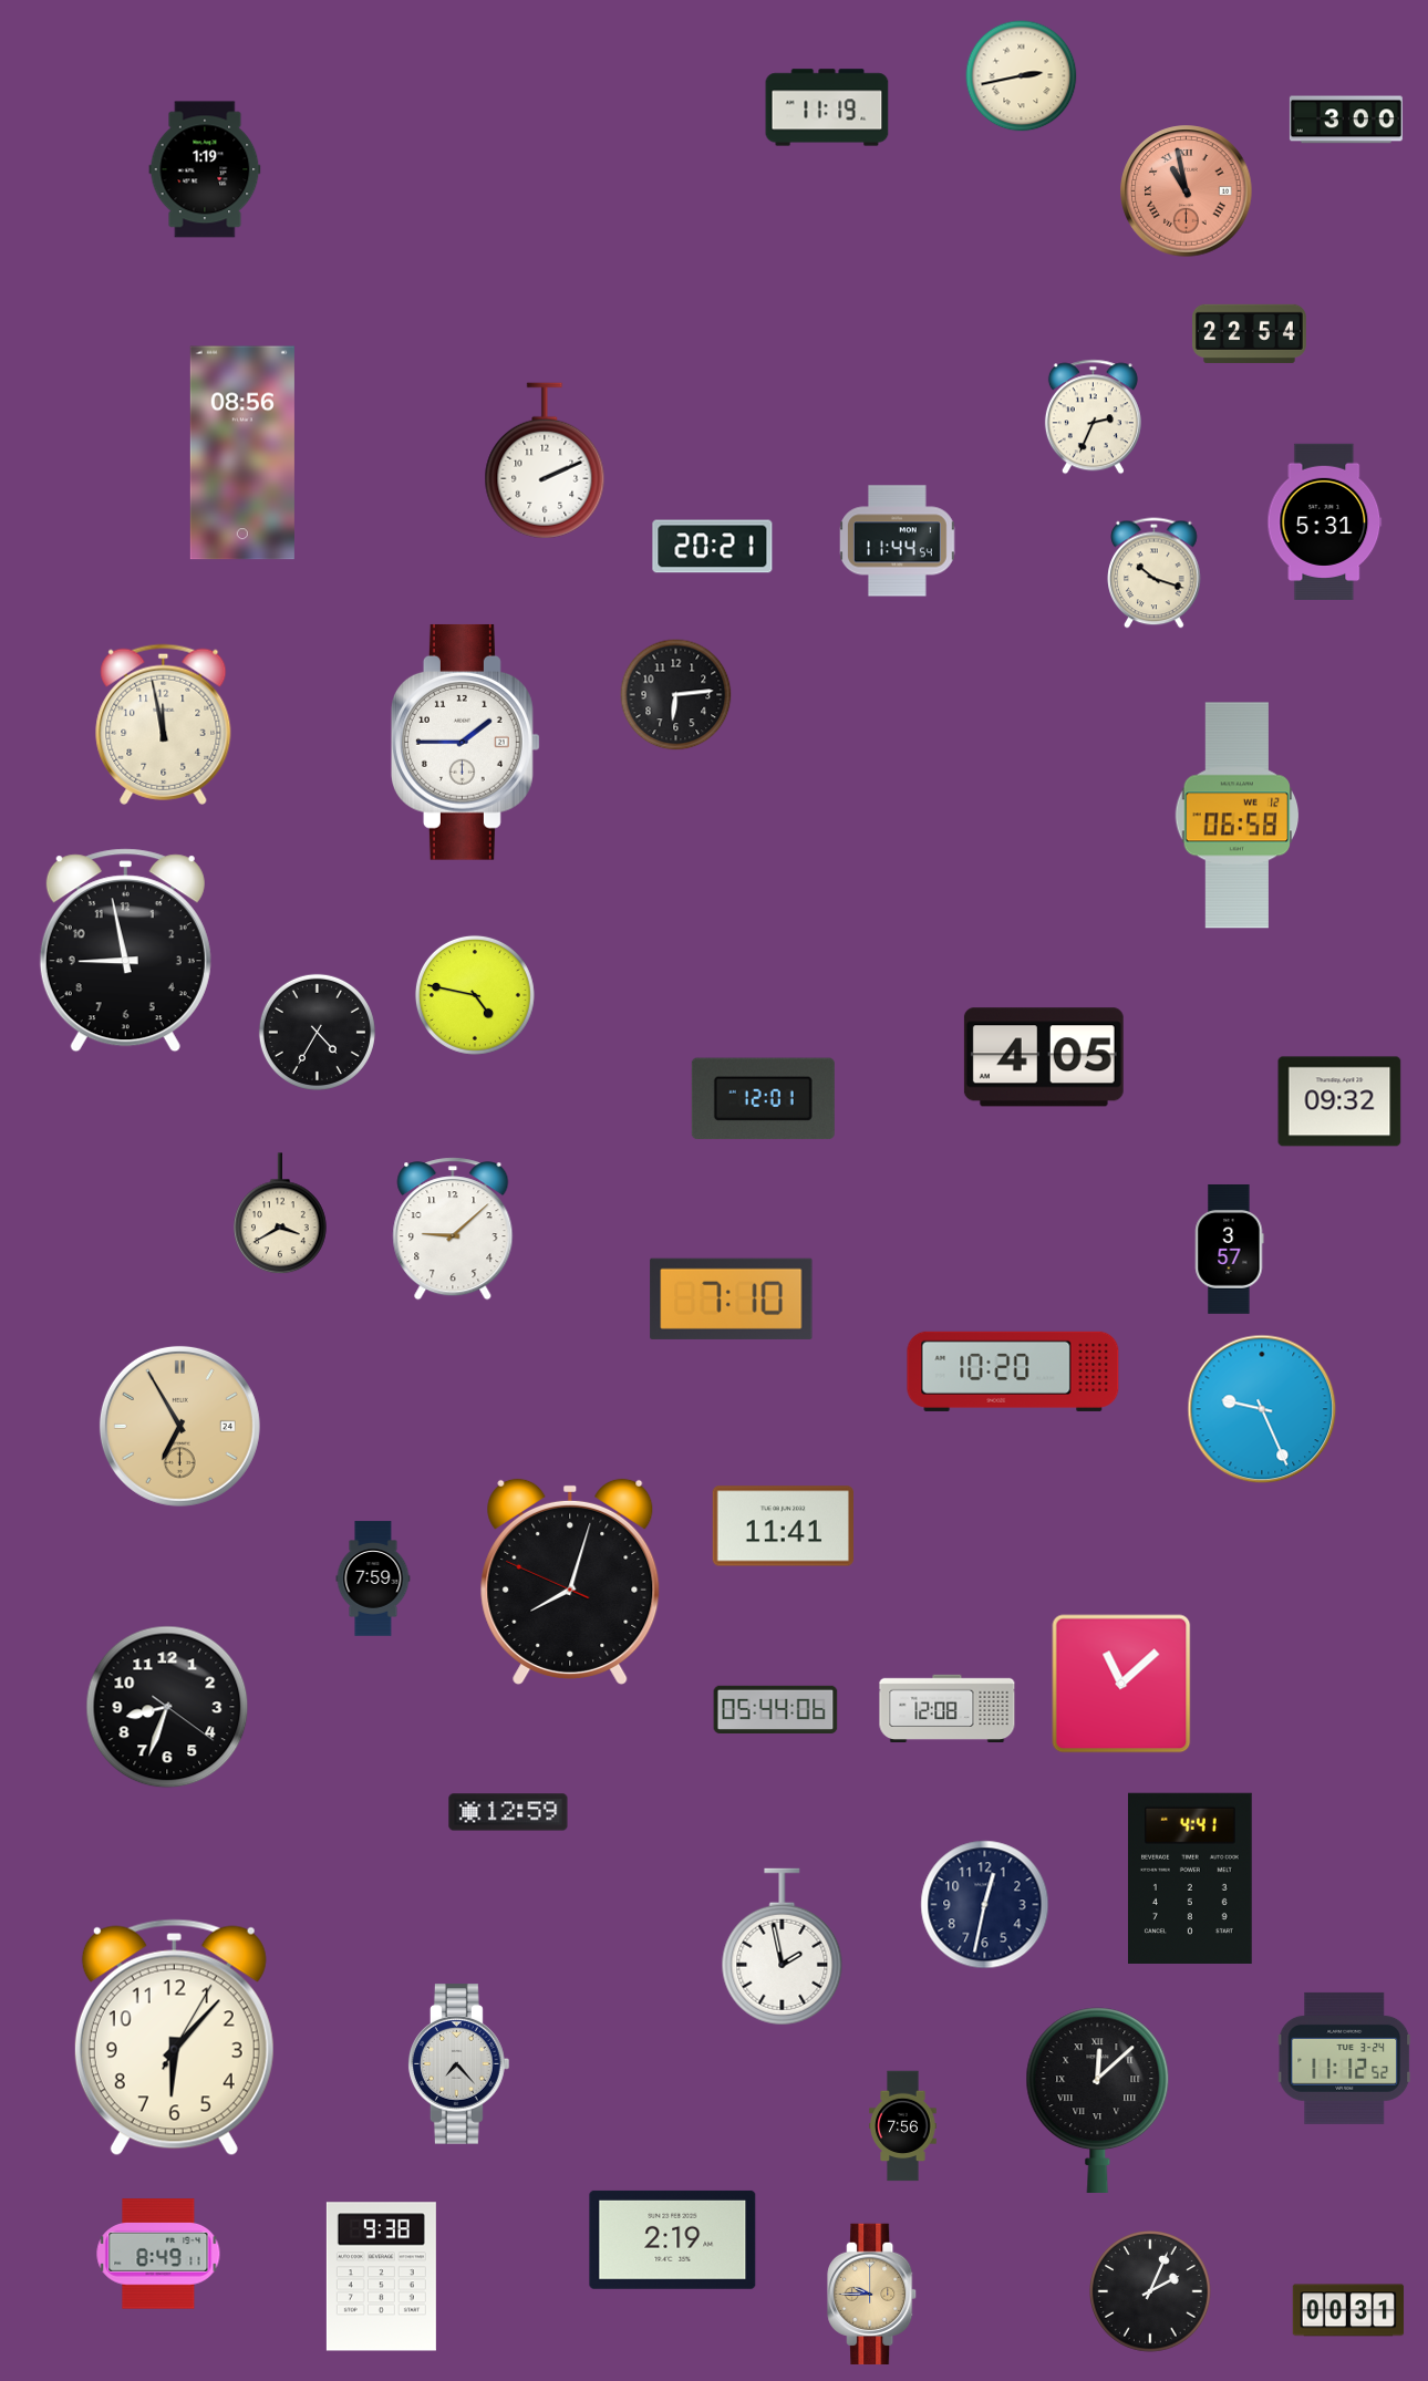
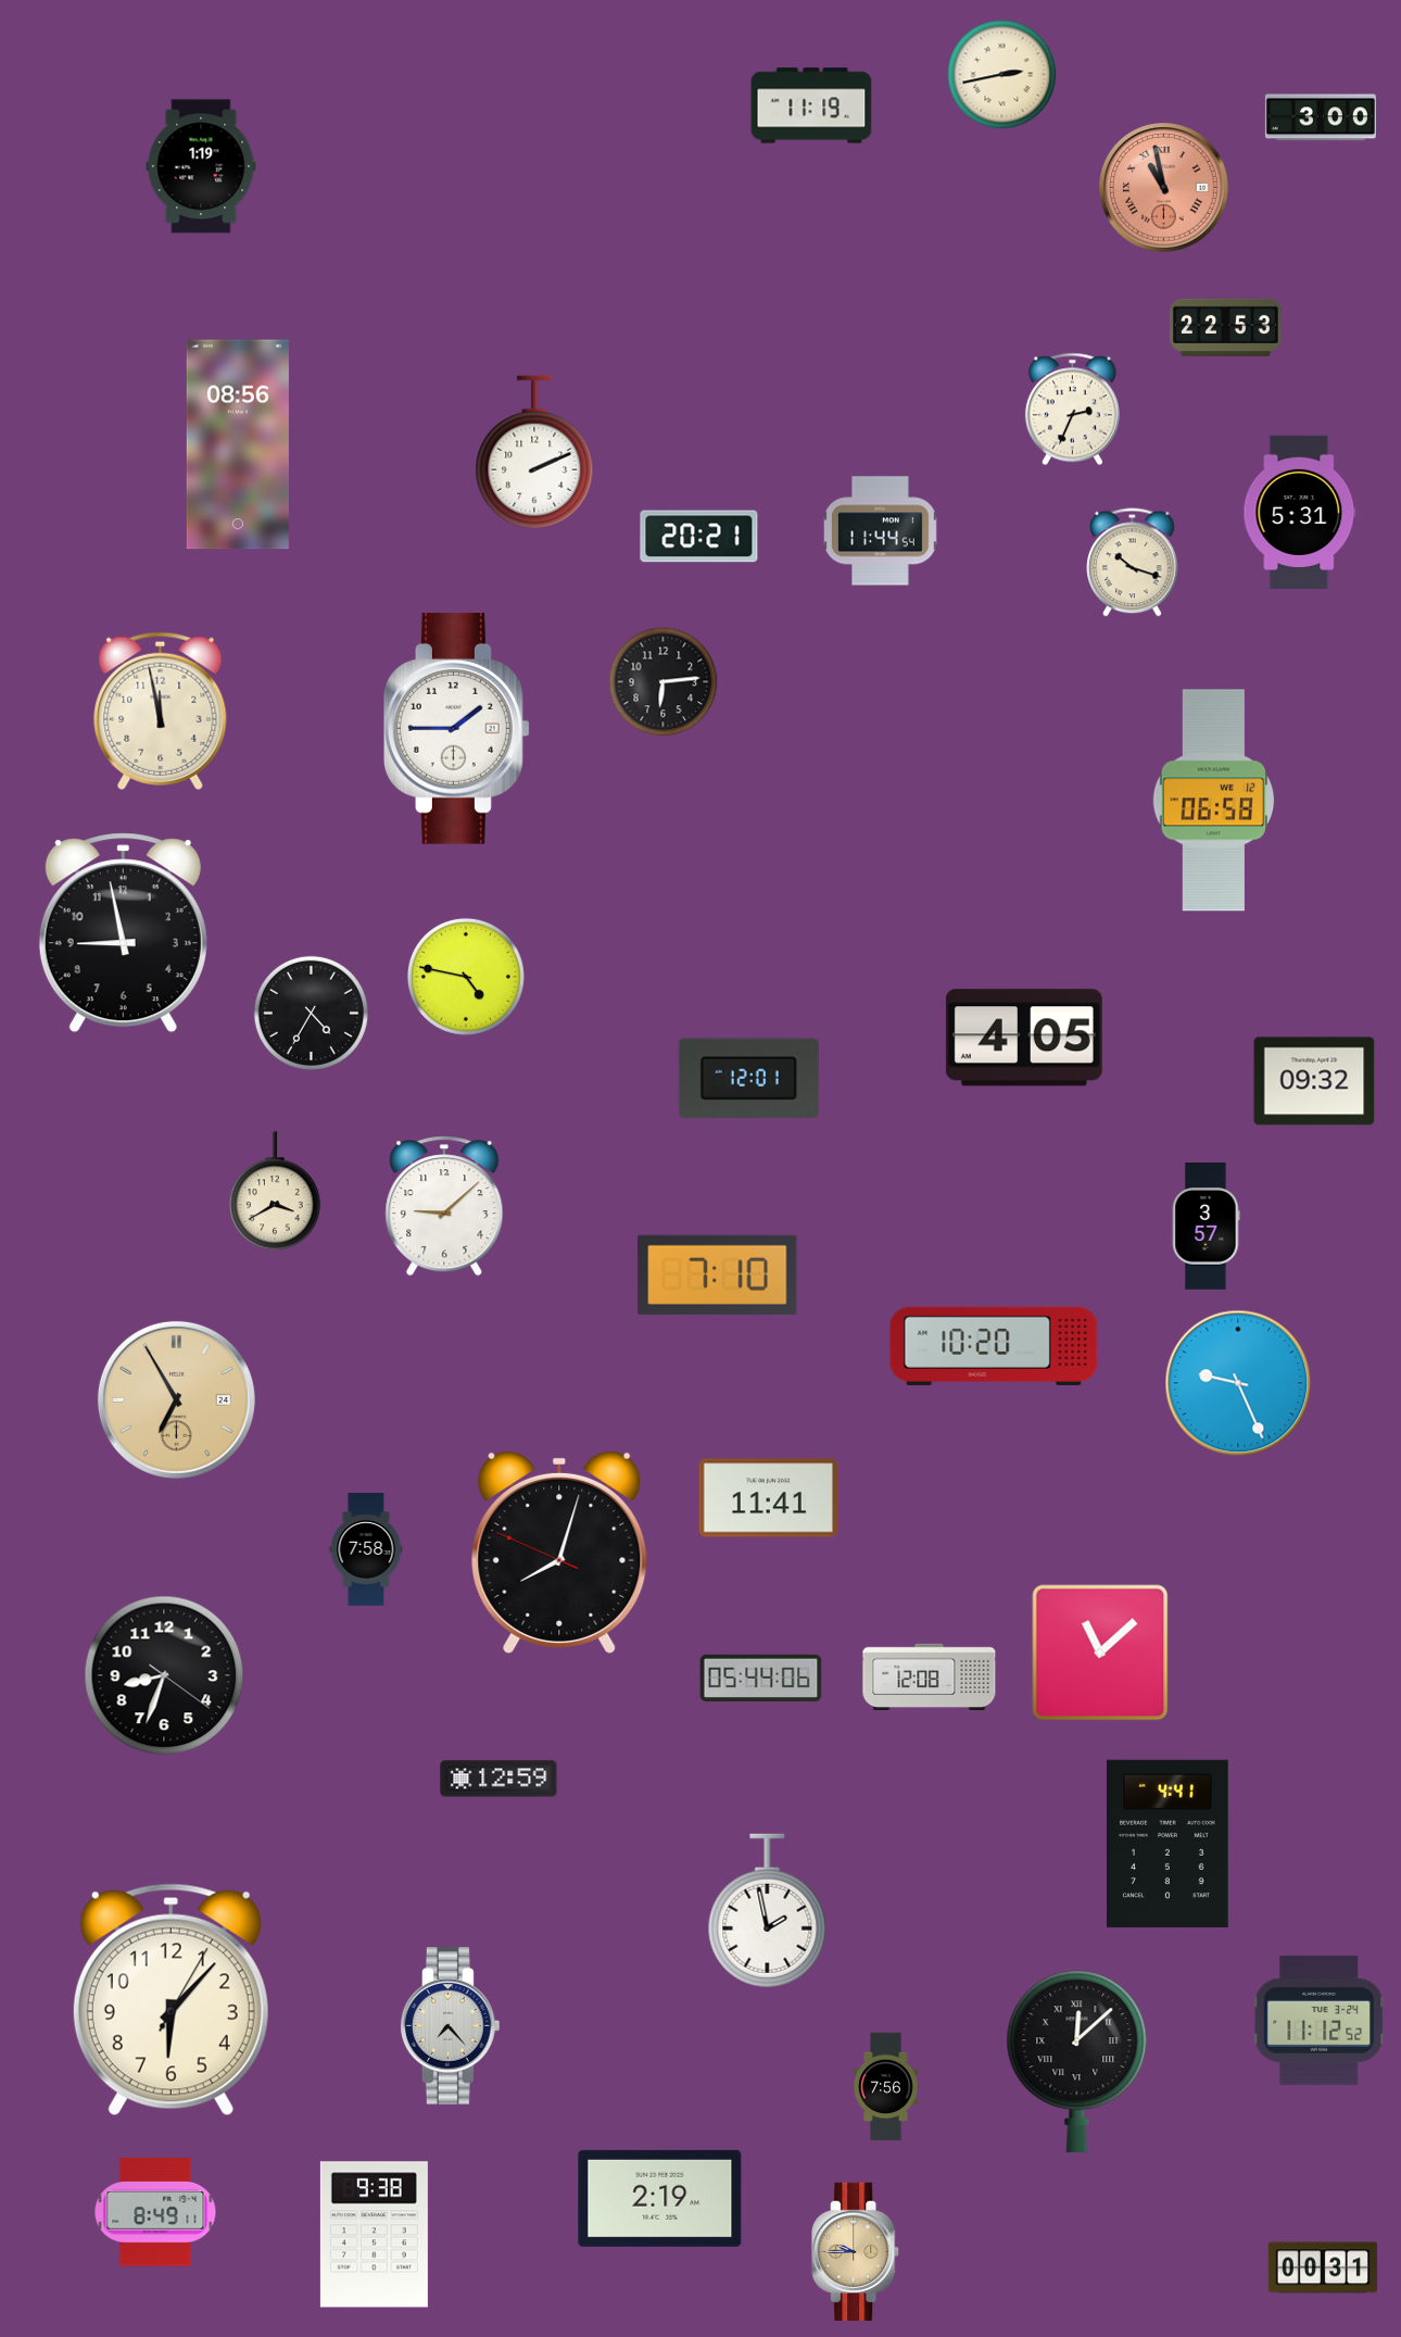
clock at (1250, 333): 22:54 -> 22:53
clock at (373, 1578): 7:59 -> 7:58
clock at (985, 1905): 12:32 -> none
clock at (1150, 2291): 2:04 -> none
